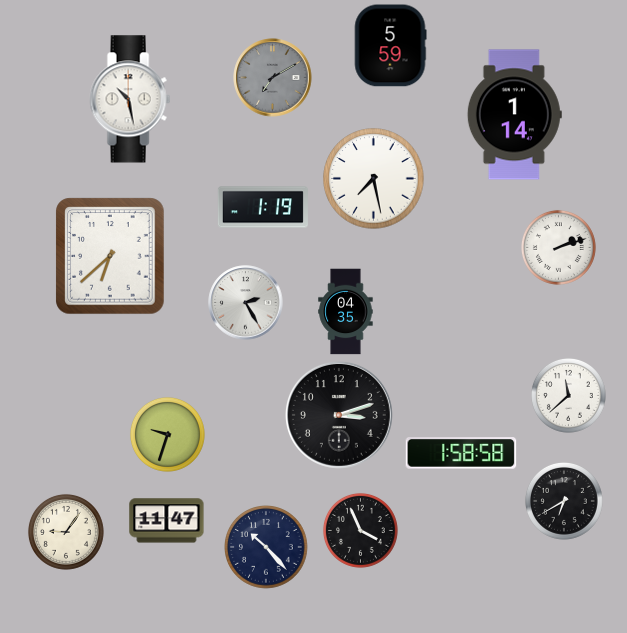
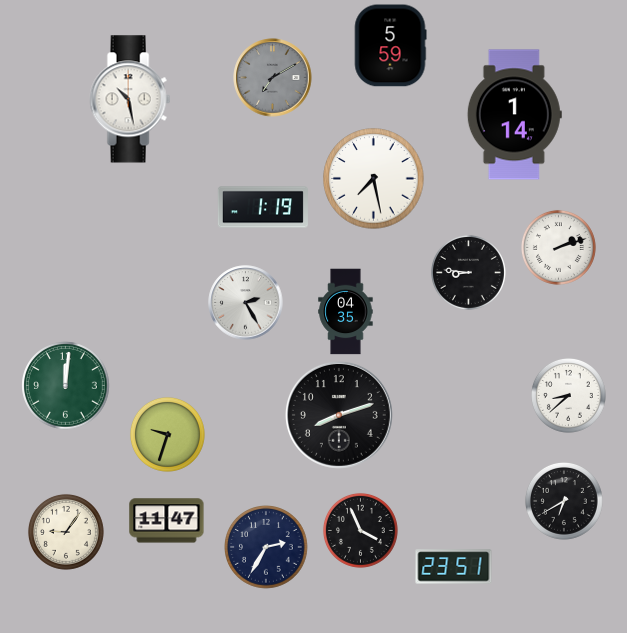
clock at (110, 256): 6:38 -> none
clock at (468, 272): none -> 8:46
clock at (66, 386): none -> 12:01
clock at (568, 395): 11:38 -> 8:38
clock at (339, 415): 3:12 -> 8:12
clock at (461, 453): 1:58 -> none
clock at (267, 548): 10:23 -> 2:35
clock at (454, 567): none -> 23:51
